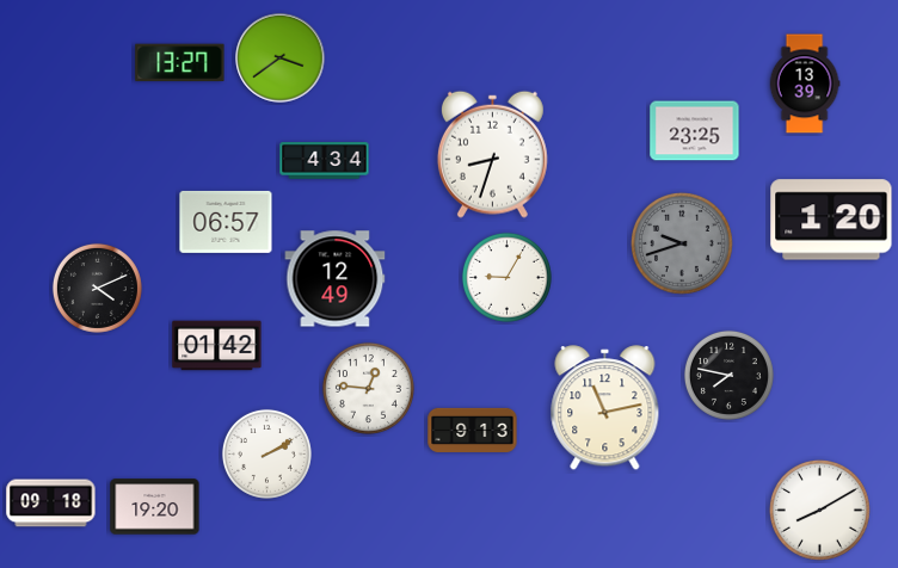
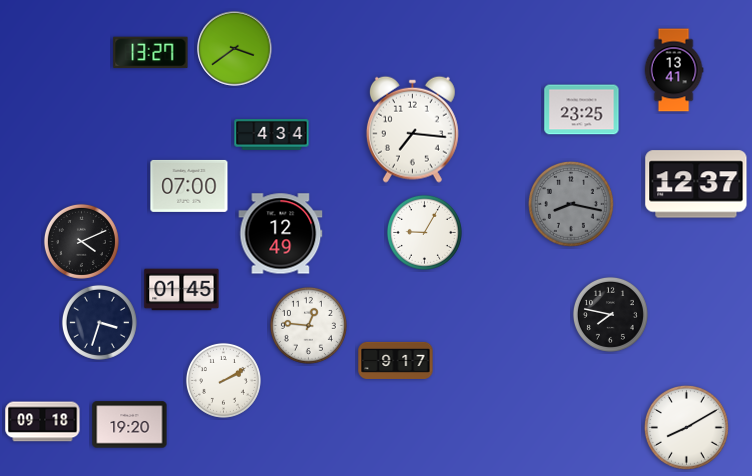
clock at (805, 84): 13:39 -> 13:41
clock at (492, 154): 8:33 -> 7:16
clock at (831, 220): 1:20 -> 12:37
clock at (226, 222): 06:57 -> 07:00
clock at (682, 243): 9:42 -> 8:17
clock at (217, 346): 01:42 -> 01:45
clock at (99, 322): none -> 3:33
clock at (605, 408): 11:13 -> none
clock at (473, 430): 9:13 -> 9:17
